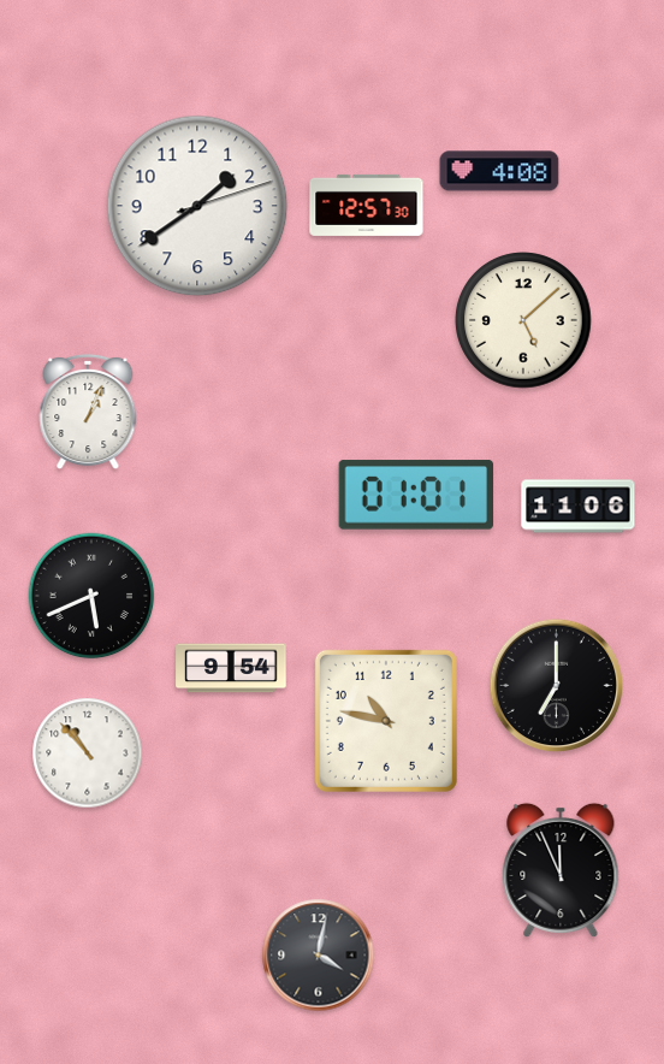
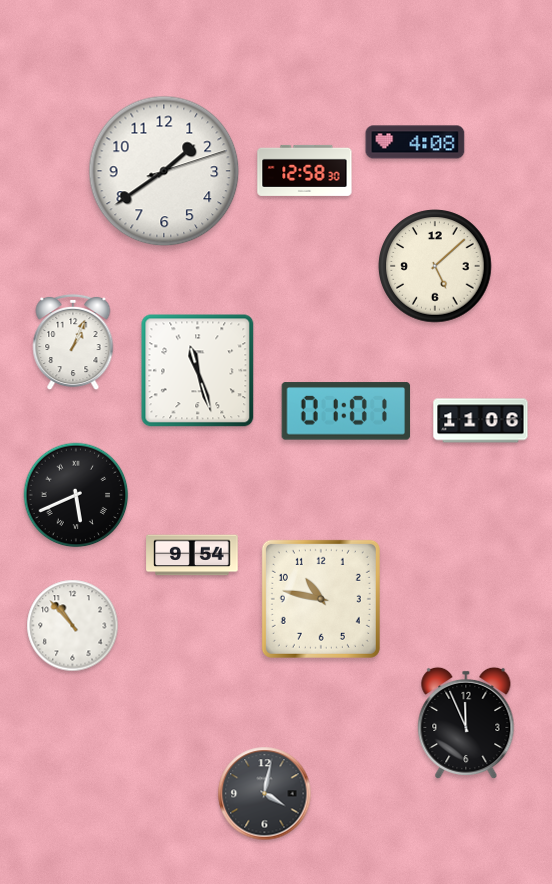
clock at (367, 205): 12:57 -> 12:58
clock at (198, 371): none -> 11:27
clock at (557, 686): 7:00 -> none
